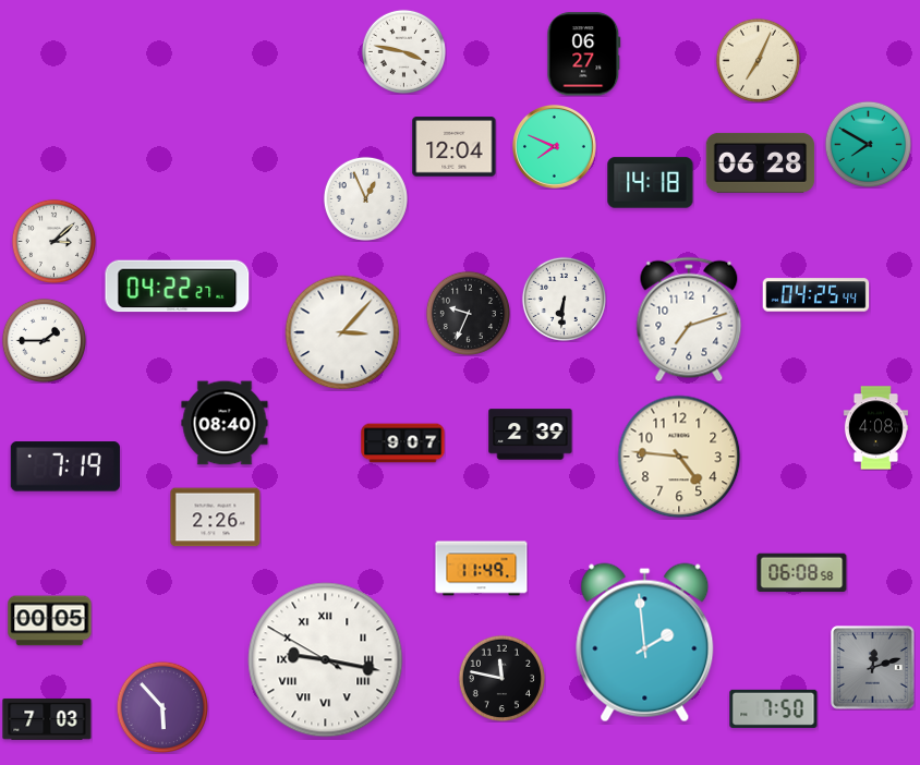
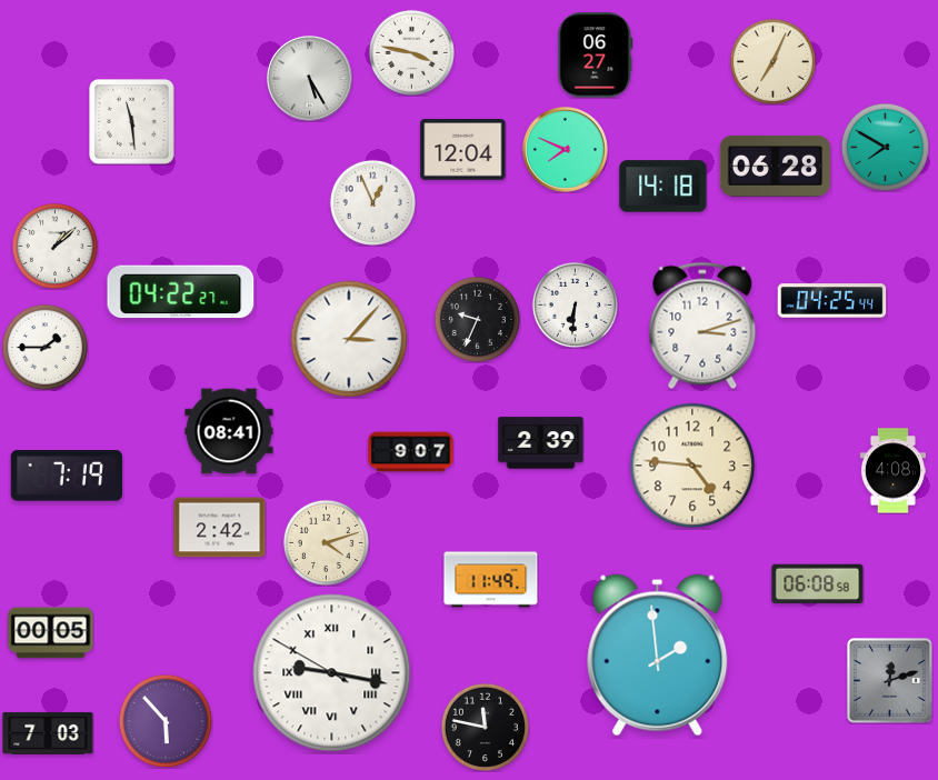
clock at (310, 79): none -> 5:25
clock at (132, 122): none -> 11:29
clock at (53, 241): 3:08 -> 1:08
clock at (689, 319): 7:12 -> 3:12
clock at (225, 423): 08:40 -> 08:41
clock at (875, 428) position: (875, 428) -> (892, 471)
clock at (216, 518): 2:26 -> 2:42
clock at (326, 542): none -> 4:12
clock at (501, 678) position: (501, 678) -> (485, 727)
clock at (774, 708): 7:50 -> none
